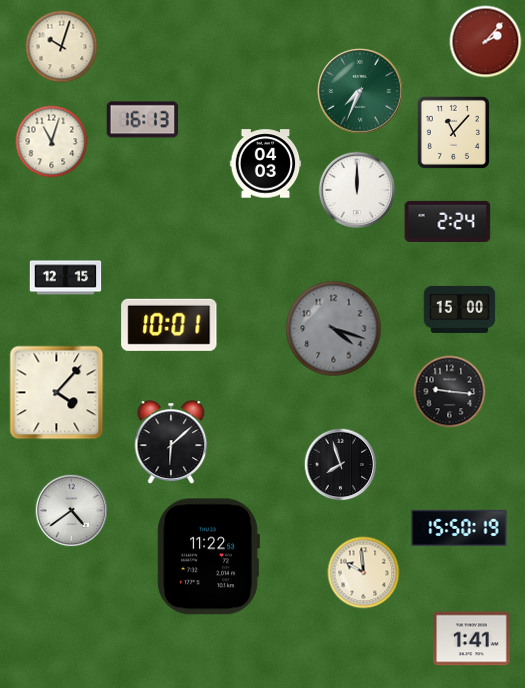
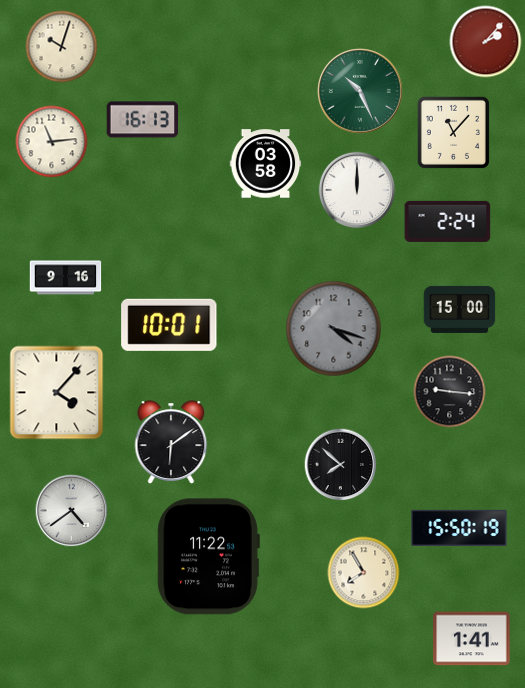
clock at (360, 91): 7:34 -> 10:26
clock at (52, 142): 11:03 -> 11:14
clock at (266, 164): 04:03 -> 03:58
clock at (66, 278): 12:15 -> 9:16
clock at (171, 442): 6:08 -> 6:09
clock at (341, 465): 7:57 -> 7:52
clock at (364, 573): 9:59 -> 7:55
